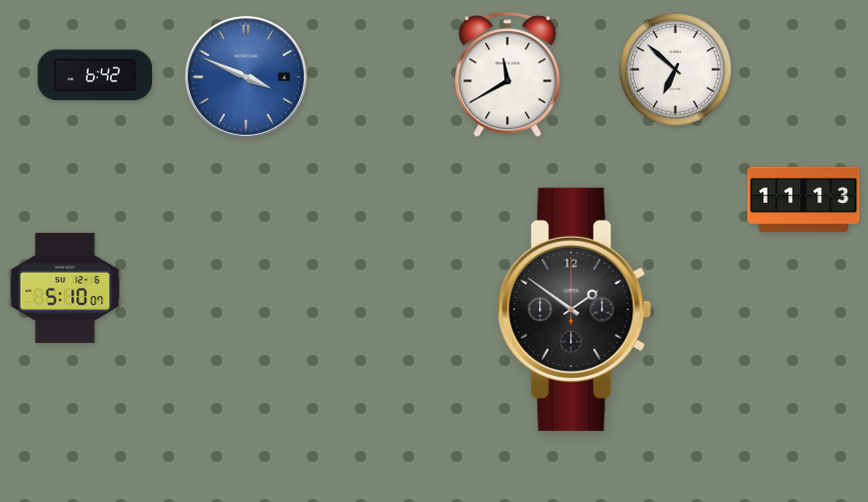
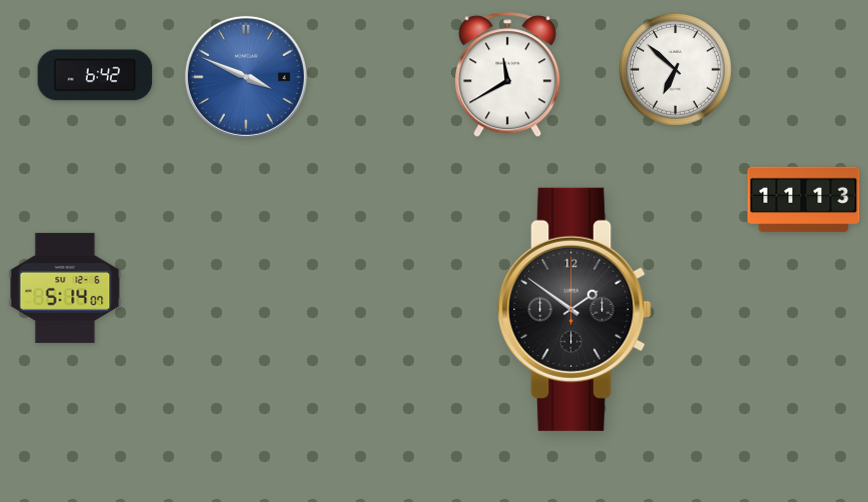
clock at (65, 288): 5:10 -> 5:14
